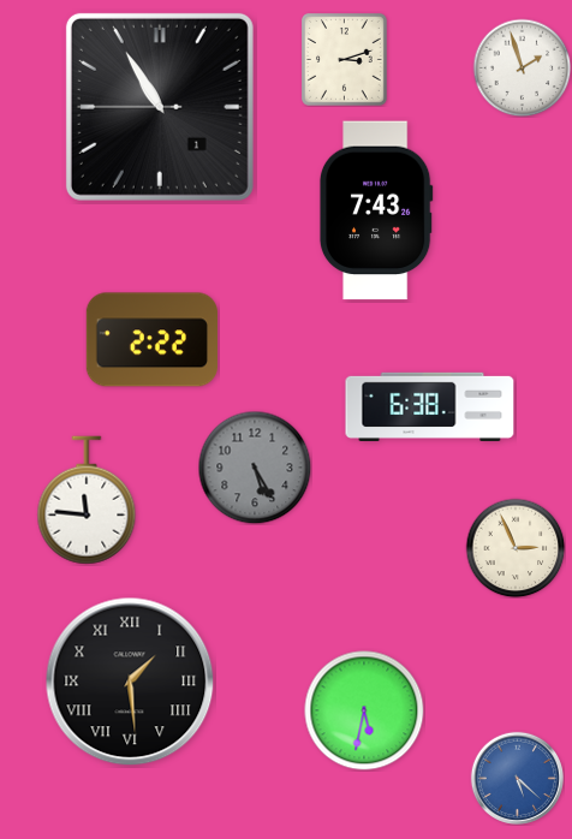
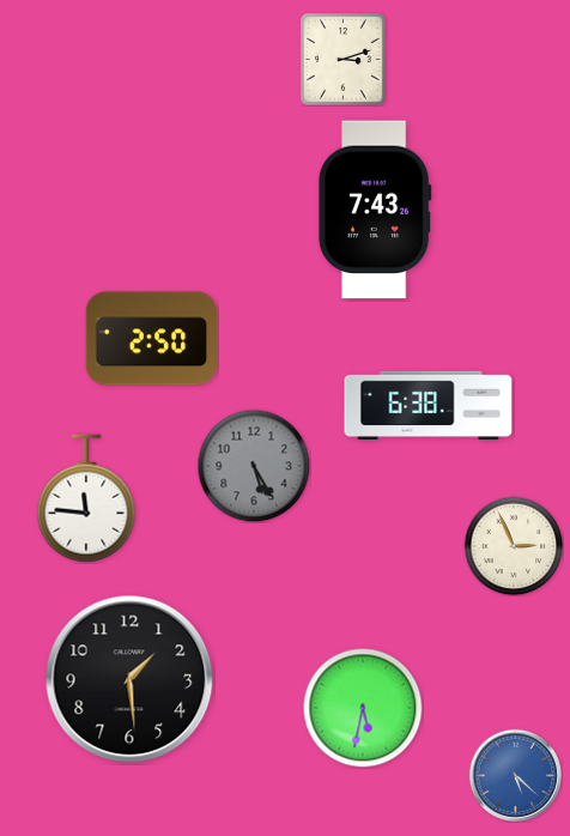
clock at (522, 67): 1:57 -> none
clock at (160, 107): 10:54 -> none
clock at (151, 340): 2:22 -> 2:50
clock at (130, 682) numerals: Roman -> Arabic
